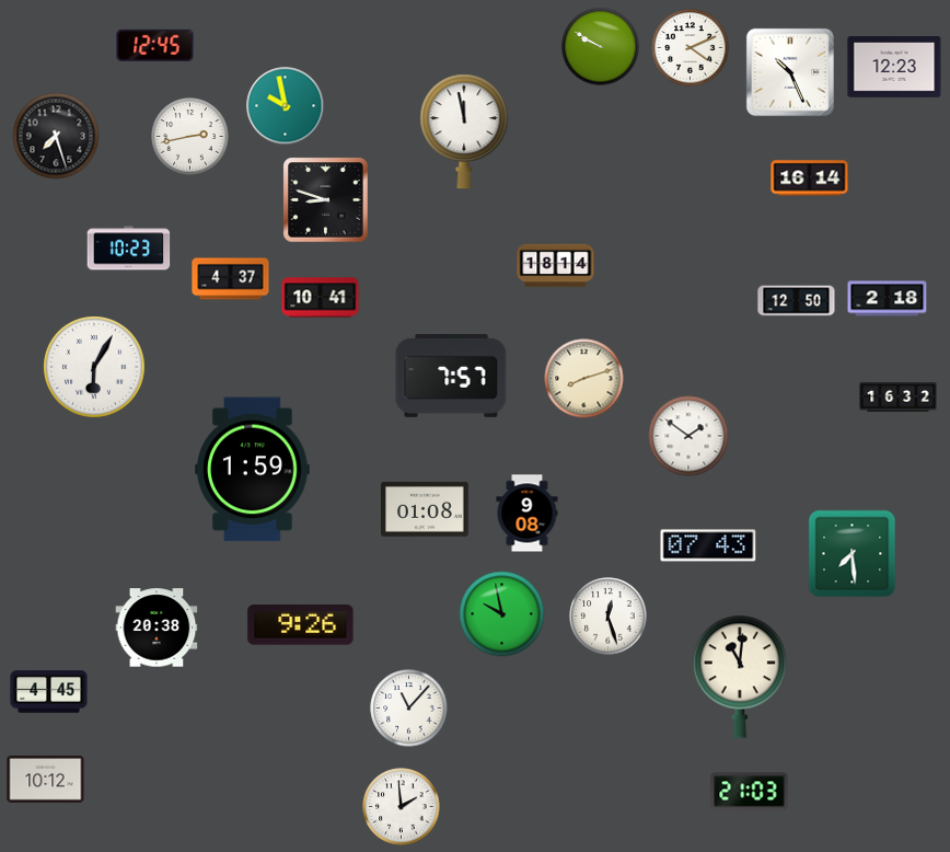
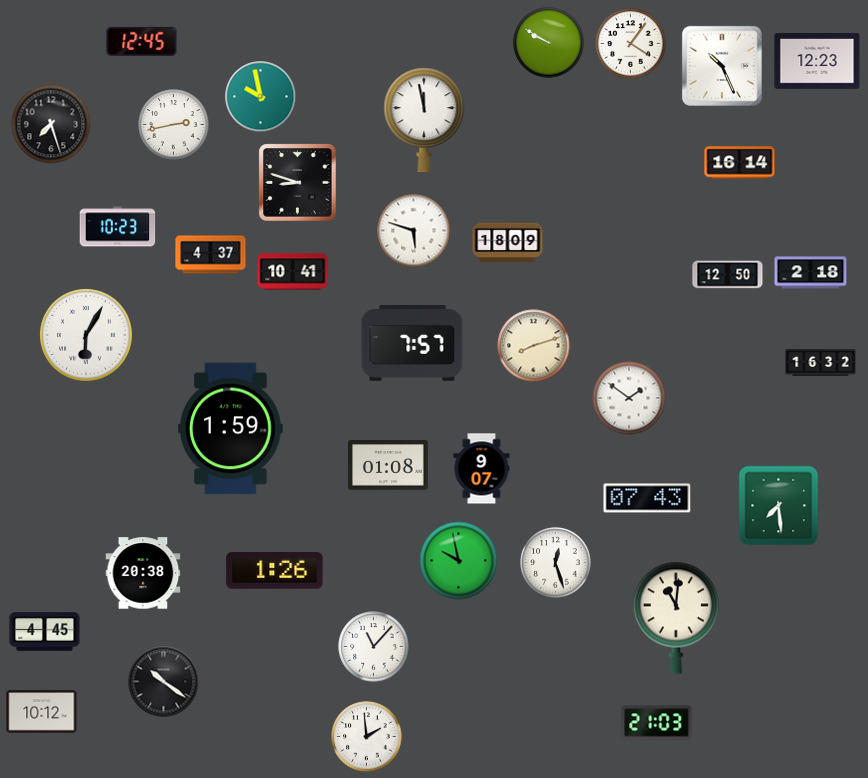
clock at (691, 48): 4:11 -> 4:06
clock at (414, 231): none -> 5:48
clock at (556, 266): 18:14 -> 18:09
clock at (528, 514): 9:08 -> 9:07
clock at (301, 625): 9:26 -> 1:26
clock at (164, 682): none -> 10:21
clock at (750, 792) position: (750, 792) -> (657, 723)
